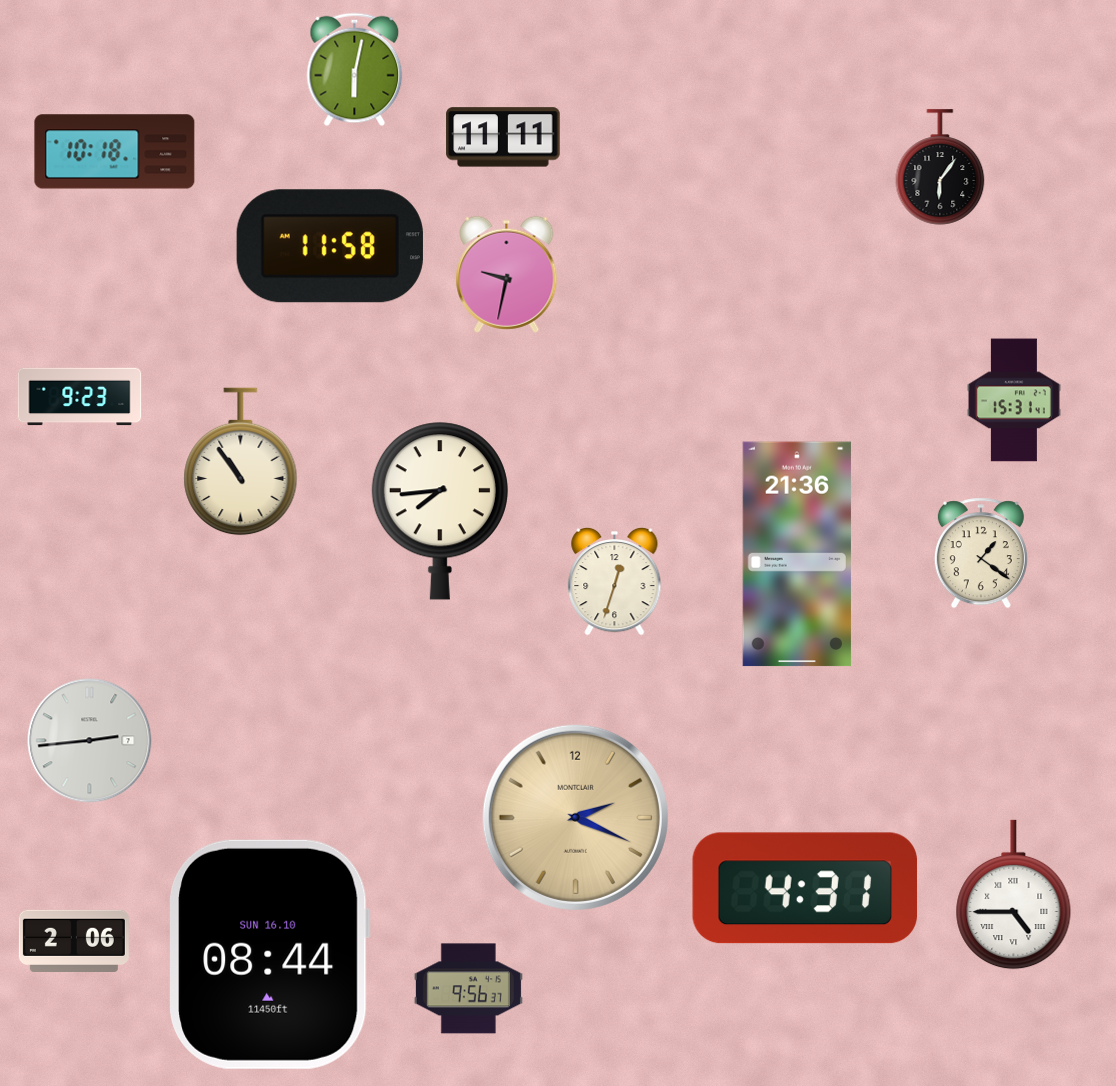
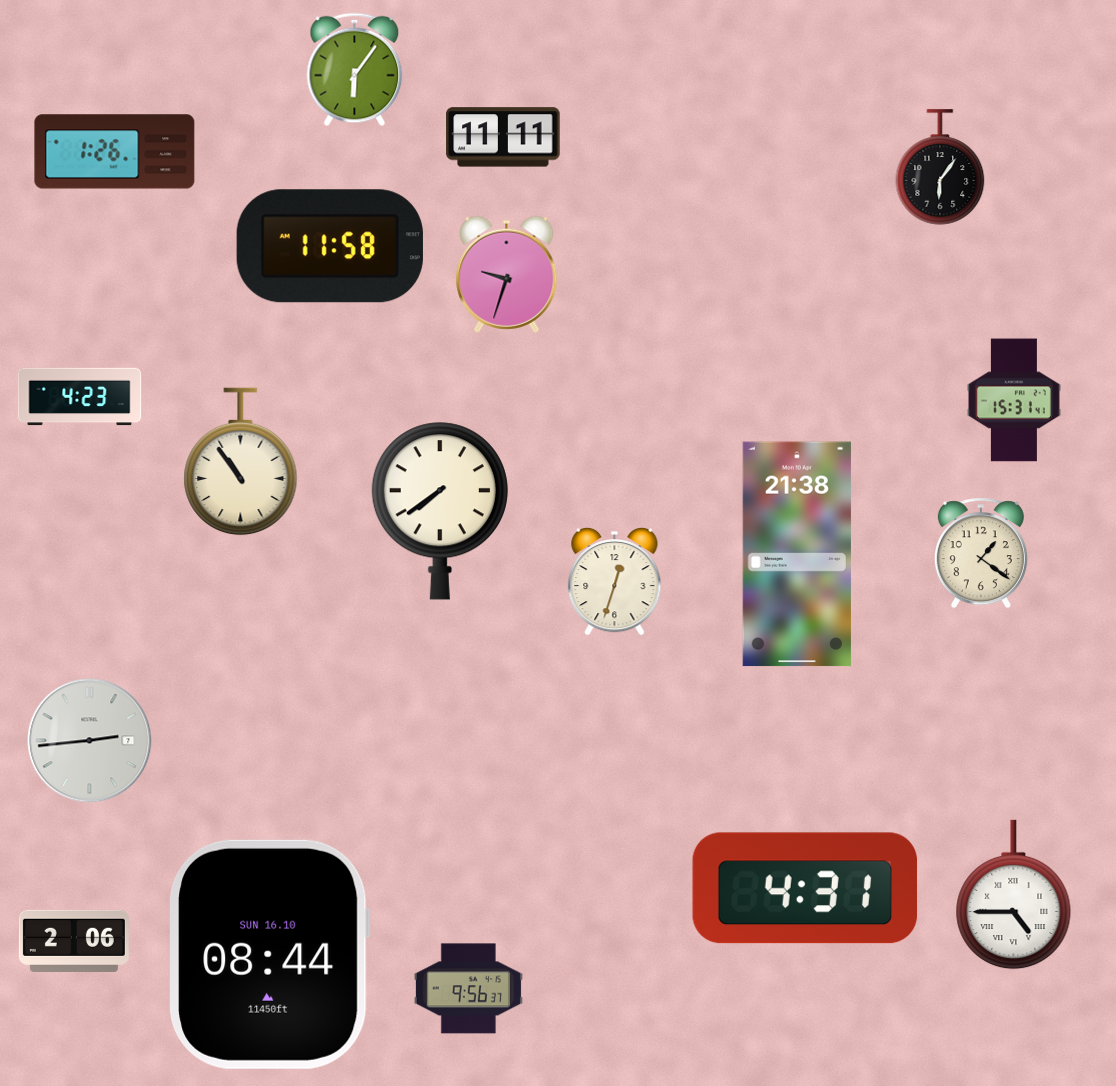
clock at (355, 70): 6:02 -> 6:06
clock at (115, 152): 10:18 -> 1:26
clock at (507, 274): 9:32 -> 9:33
clock at (80, 397): 9:23 -> 4:23
clock at (440, 511): 7:44 -> 7:39
clock at (797, 554): 21:36 -> 21:38
clock at (575, 817): 2:19 -> none
